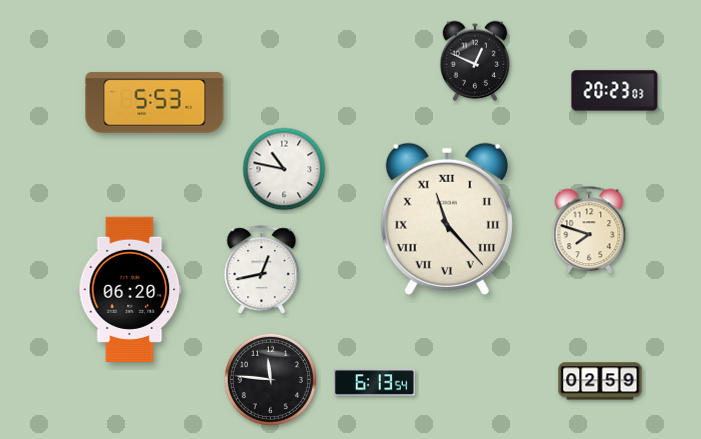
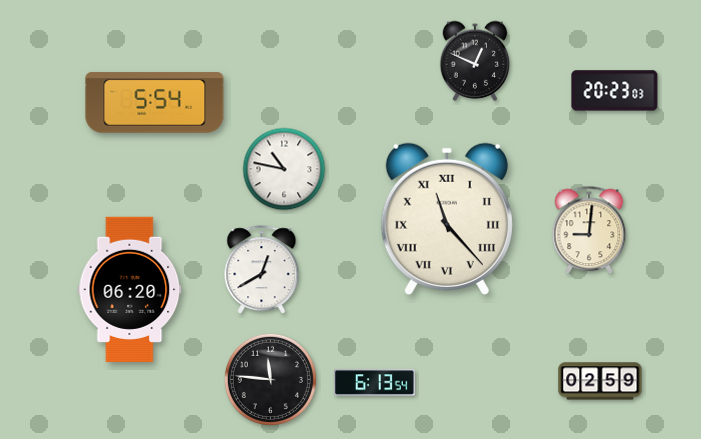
clock at (155, 103): 5:53 -> 5:54
clock at (589, 231): 7:48 -> 9:01
clock at (262, 270): 12:43 -> 12:40
